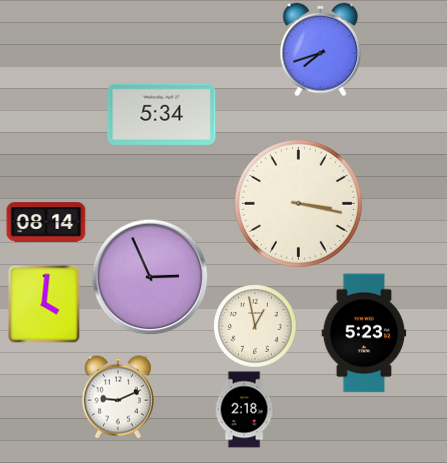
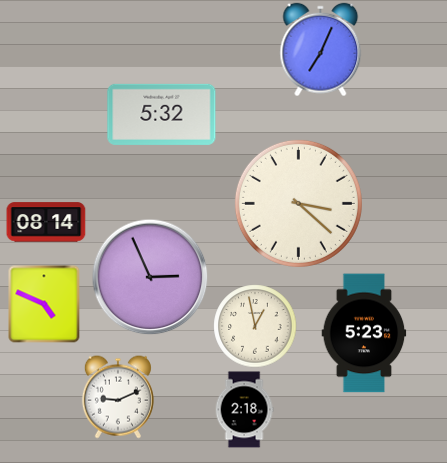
clock at (321, 50): 7:42 -> 7:04
clock at (162, 114): 5:34 -> 5:32
clock at (298, 203): 3:17 -> 3:22
clock at (44, 304): 4:01 -> 4:49
